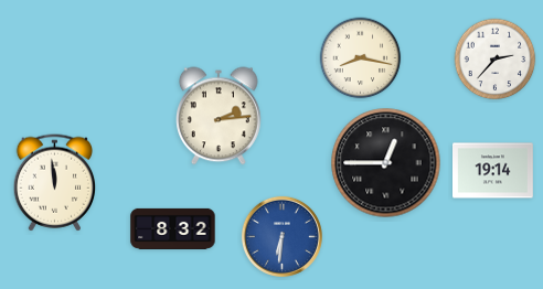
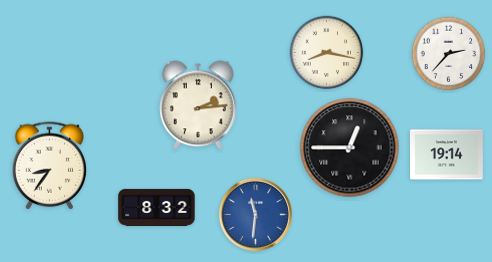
clock at (54, 183): 11:59 -> 8:36
clock at (281, 236): 6:31 -> 11:31
